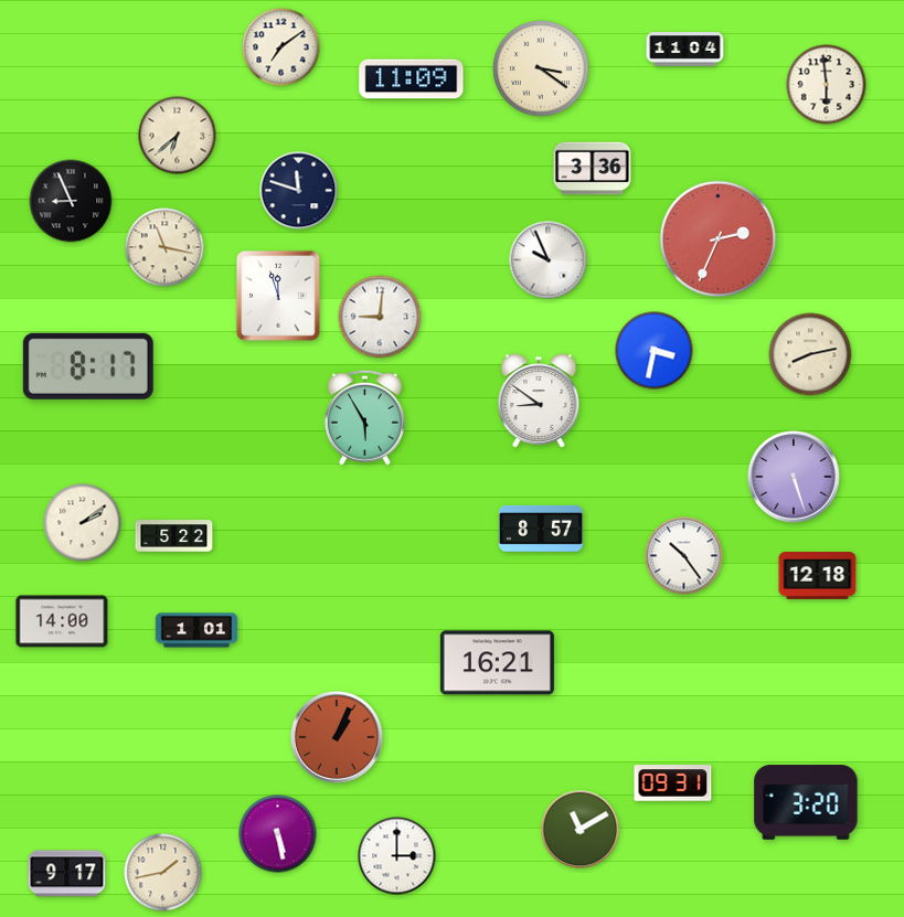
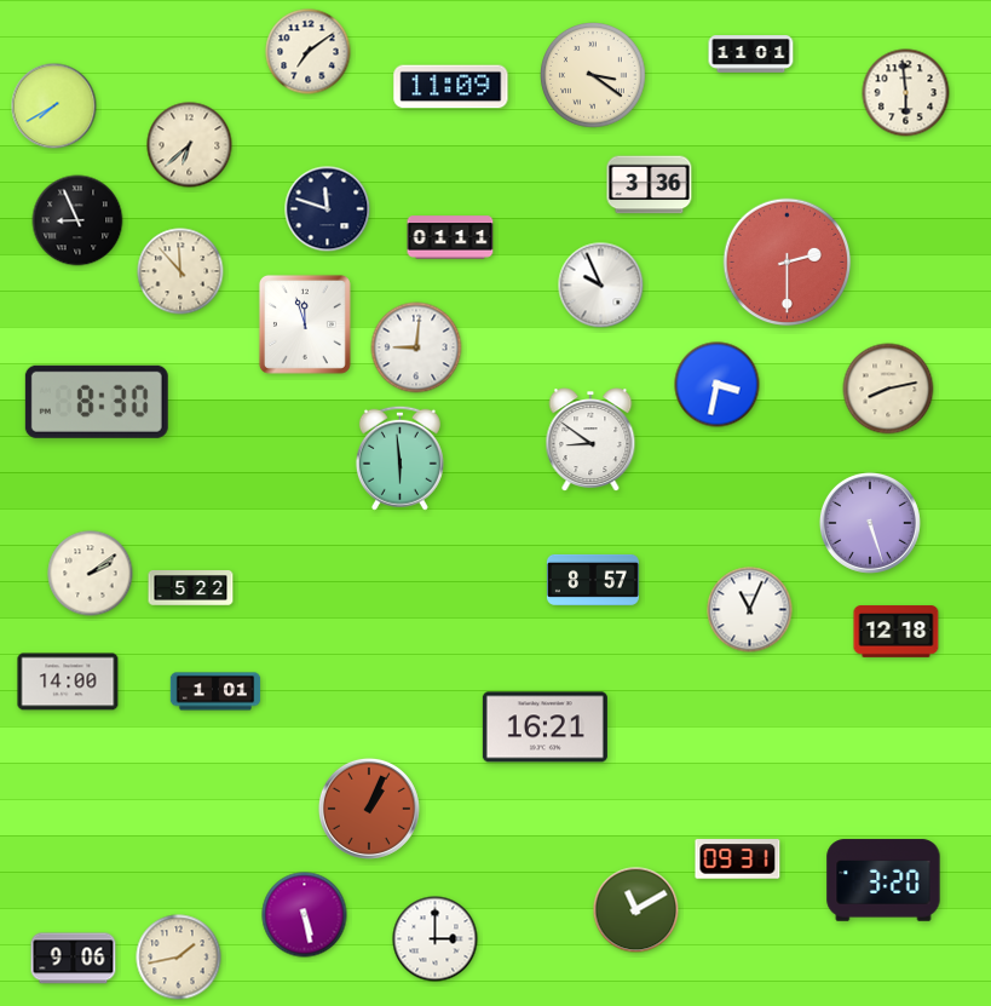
clock at (685, 50): 11:04 -> 11:01
clock at (54, 107): none -> 7:40
clock at (178, 136) position: (178, 136) -> (190, 145)
clock at (450, 237): none -> 01:11
clock at (719, 239): 2:34 -> 2:30
clock at (164, 247): 11:17 -> 11:53
clock at (88, 366): 8:17 -> 8:30
clock at (364, 417): 5:55 -> 5:59
clock at (684, 556): 10:24 -> 11:04
clock at (67, 874): 9:17 -> 9:06
